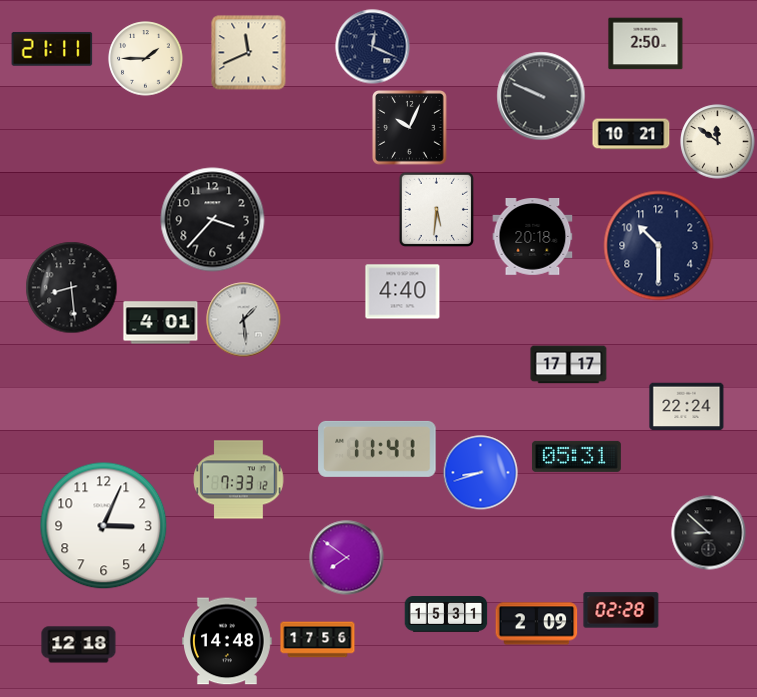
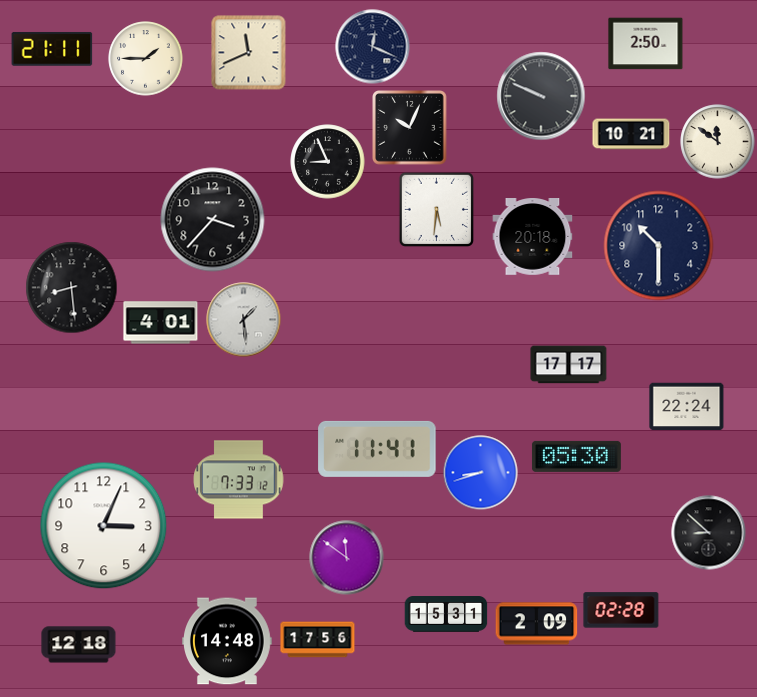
clock at (328, 162): none -> 8:56
clock at (403, 292): 4:40 -> none
clock at (576, 456): 05:31 -> 05:30
clock at (347, 558): 7:51 -> 11:51
